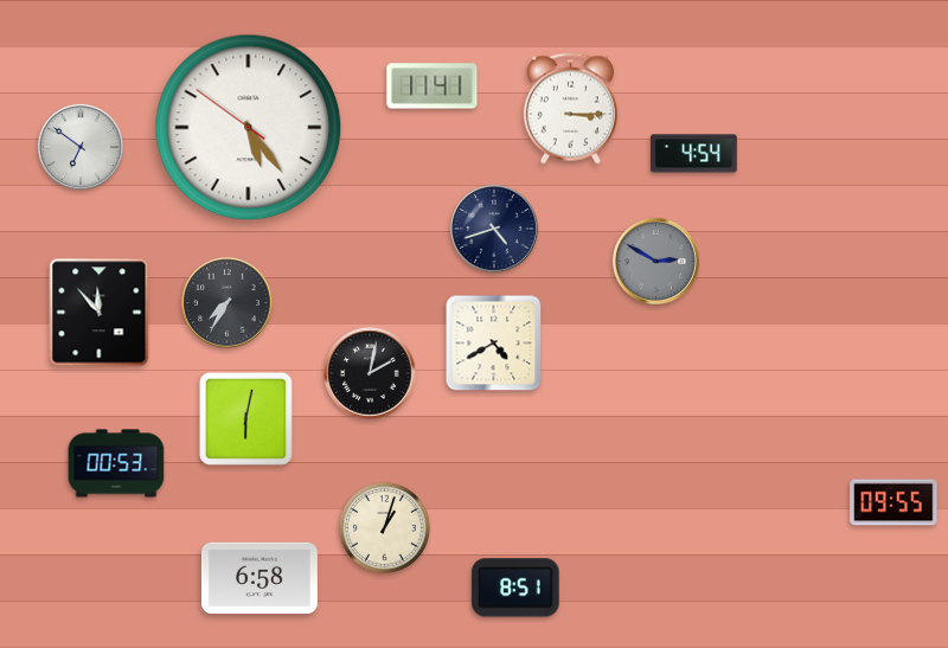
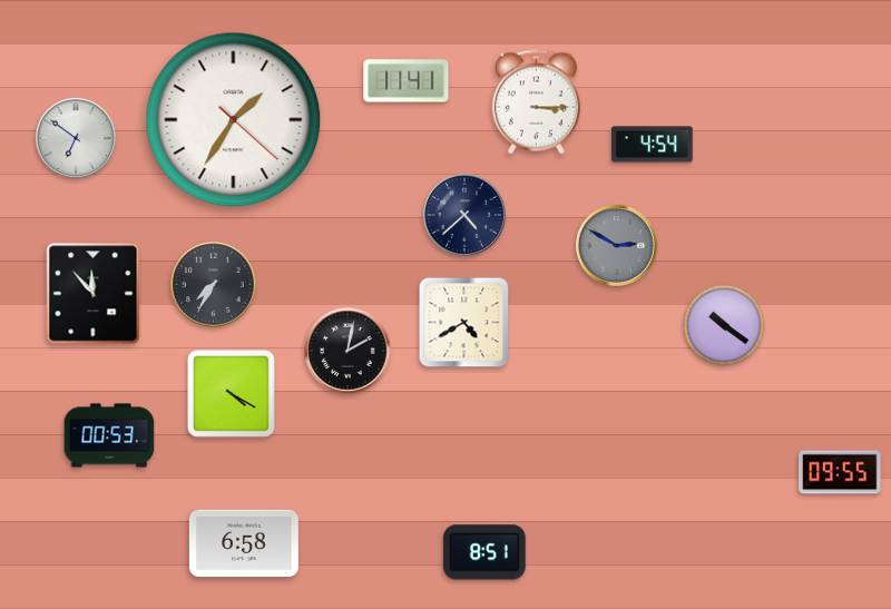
clock at (249, 128): 5:23 -> 1:35
clock at (494, 229): 4:42 -> 4:38
clock at (724, 325): none -> 10:21
clock at (245, 418): 6:02 -> 4:20
clock at (384, 527): 1:03 -> none
